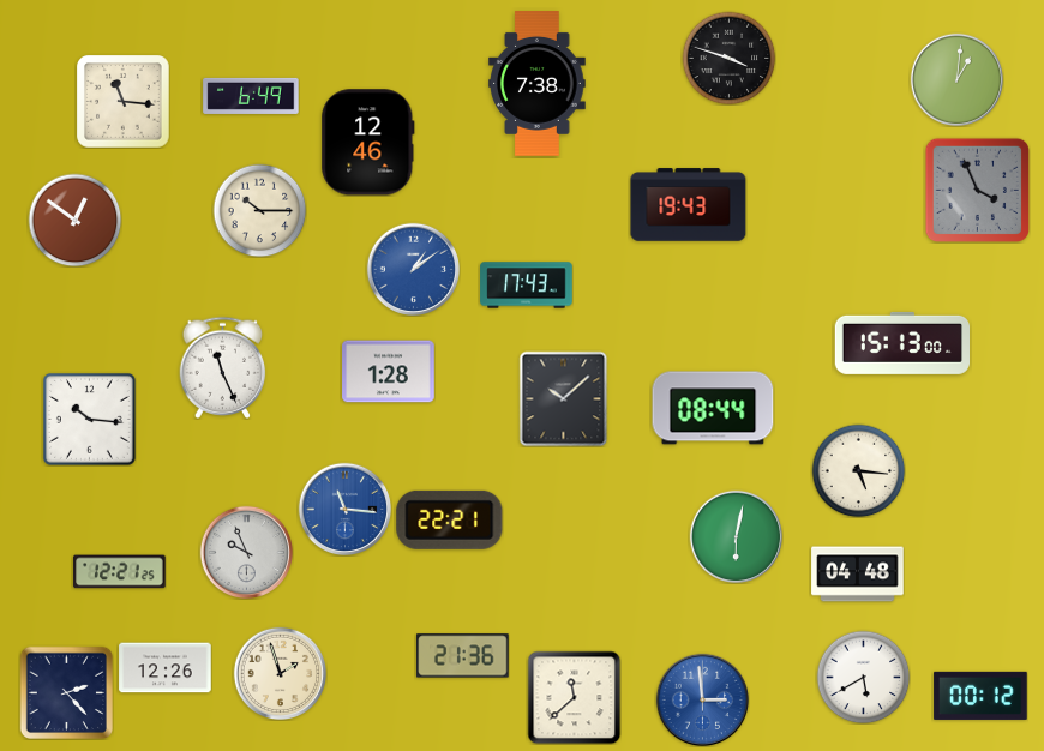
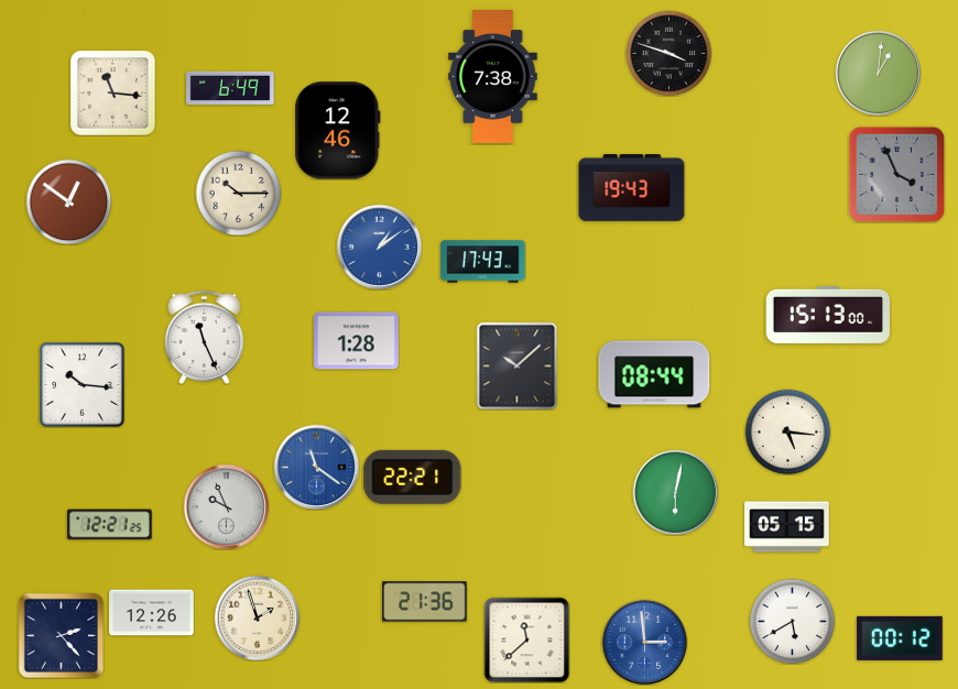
clock at (344, 509): 11:16 -> 11:21
clock at (858, 575): 04:48 -> 05:15
